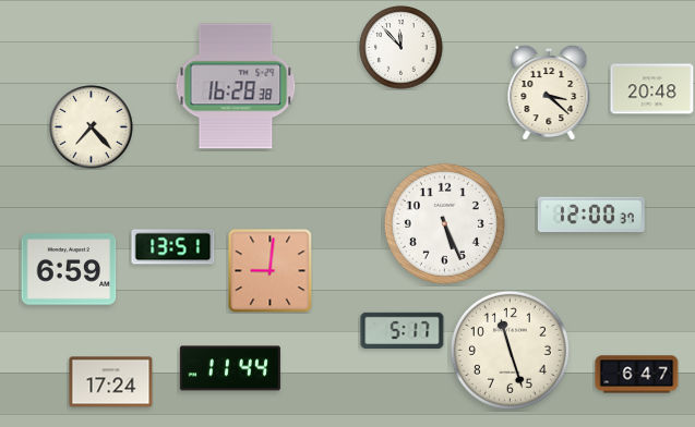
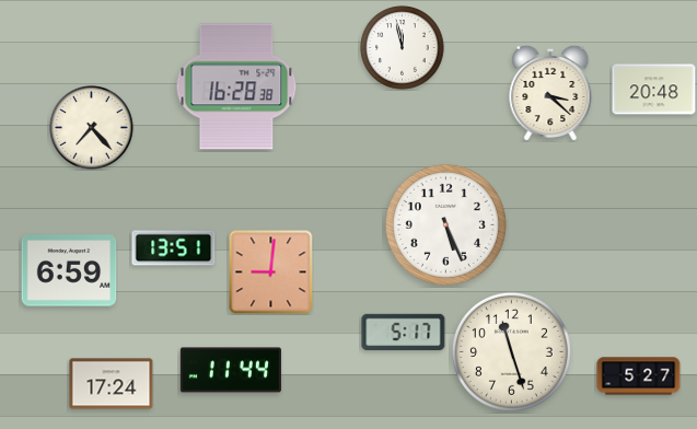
clock at (402, 48): 11:53 -> 11:58
clock at (591, 215): 12:00 -> none
clock at (637, 375): 6:47 -> 5:27
